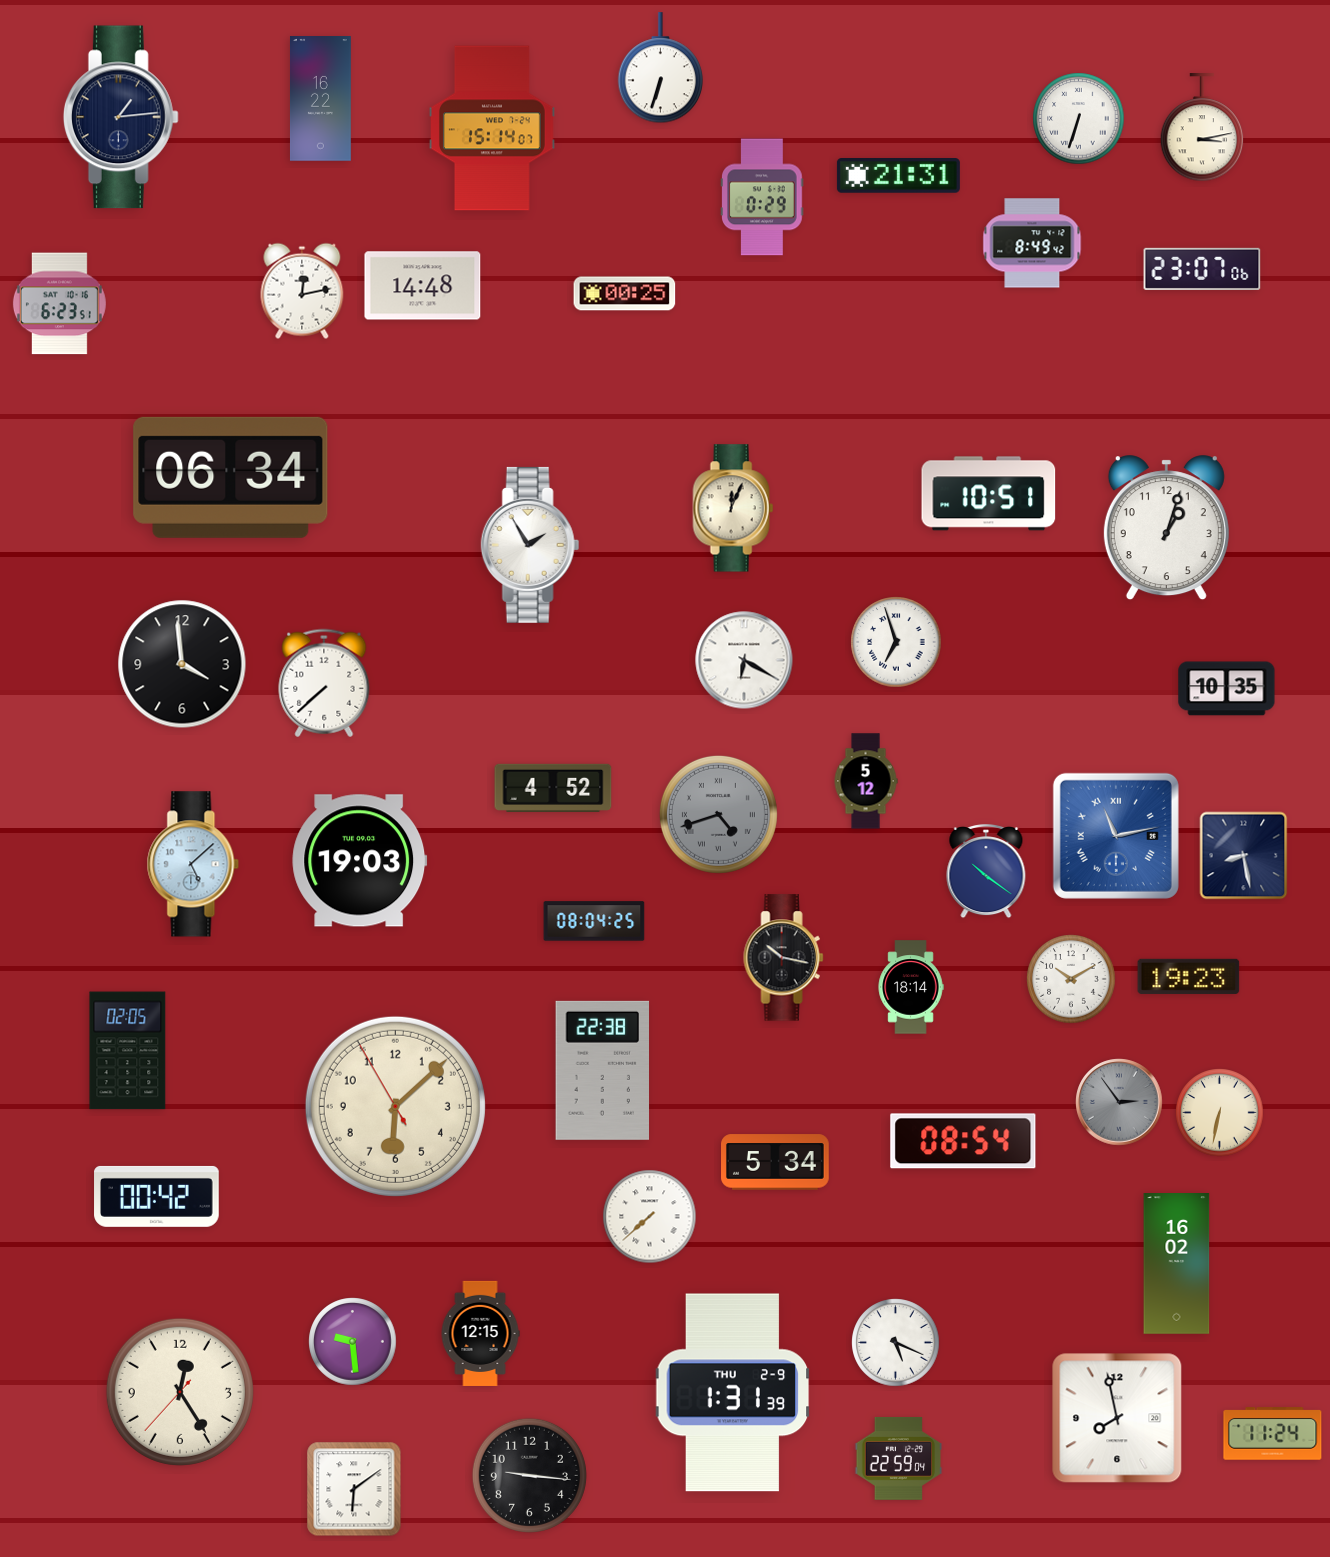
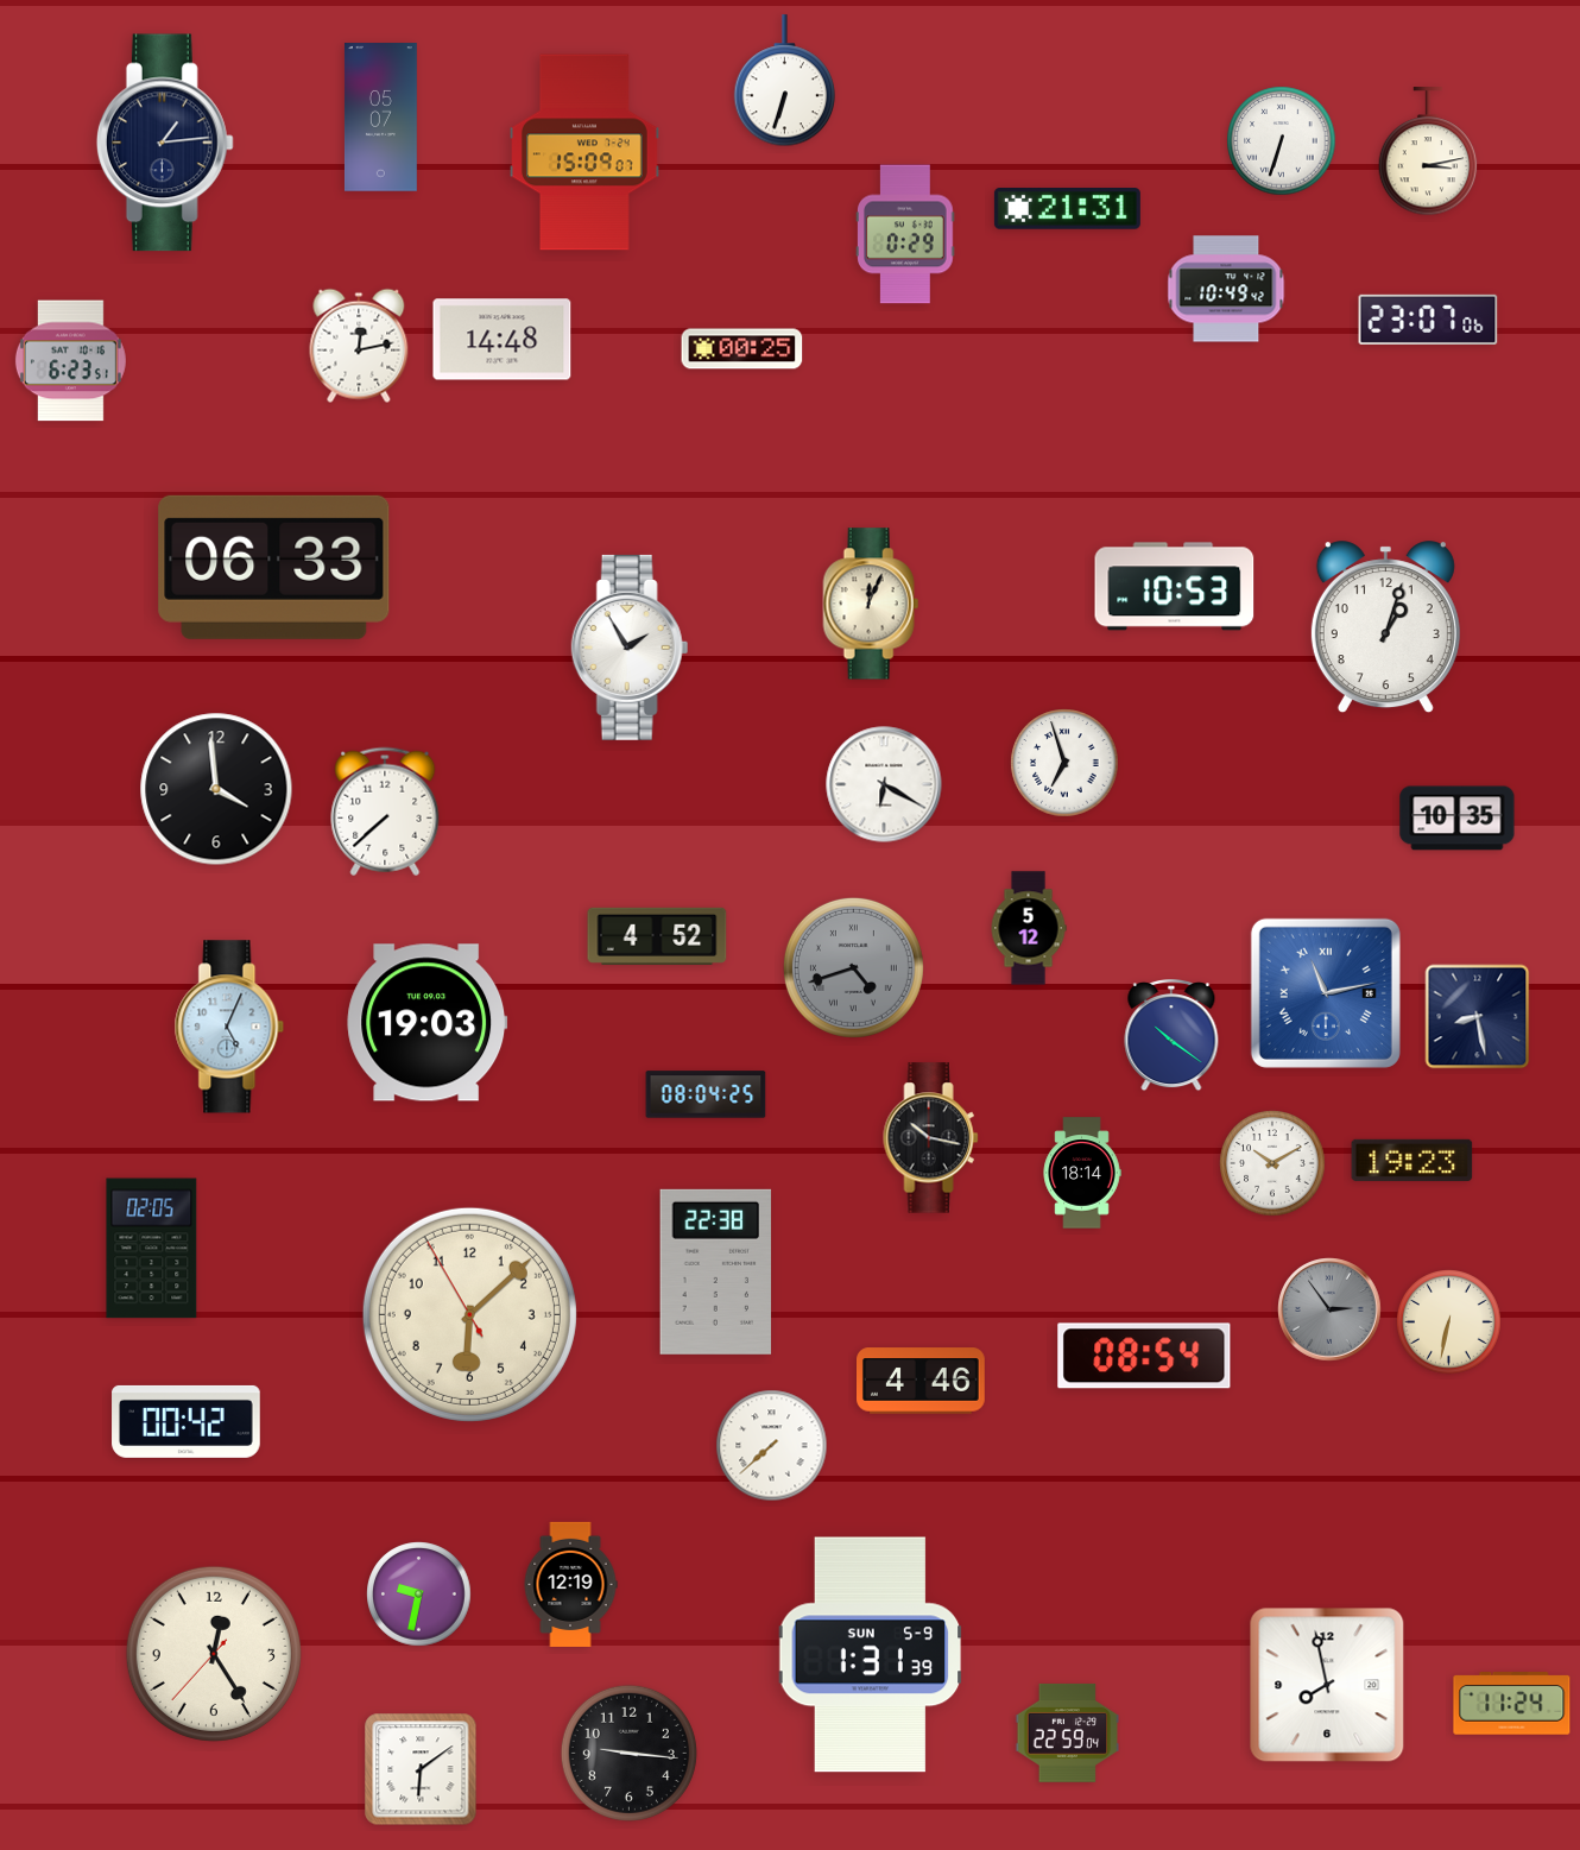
clock at (320, 99): 16:22 -> 05:07
clock at (121, 117) position: (121, 117) -> (165, 143)
clock at (493, 128): 15:14 -> 15:09
clock at (1032, 243): 8:49 -> 10:49
clock at (231, 477): 06:34 -> 06:33
clock at (989, 494): 10:51 -> 10:53
clock at (193, 864): 5:08 -> 5:04
clock at (776, 1162): 5:34 -> 4:46
clock at (1177, 1264): 16:02 -> none
clock at (480, 1333): 12:15 -> 12:19
clock at (353, 1342): 9:29 -> 9:32
clock at (896, 1343): 5:19 -> none
clock at (733, 1393) date: THU 2-9 -> SUN 5-9
